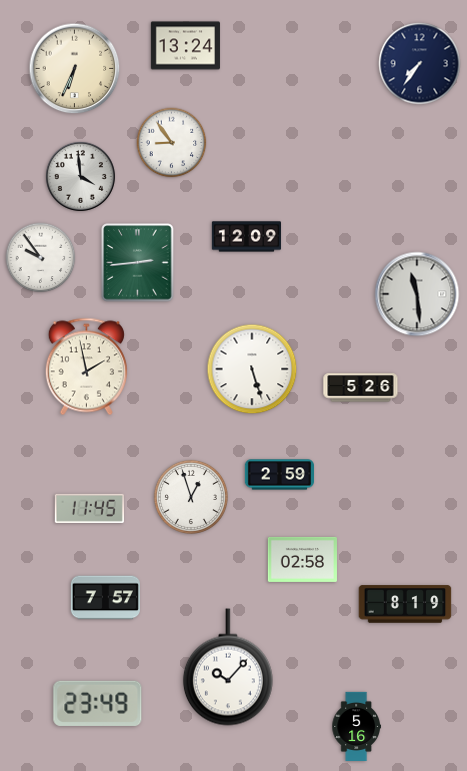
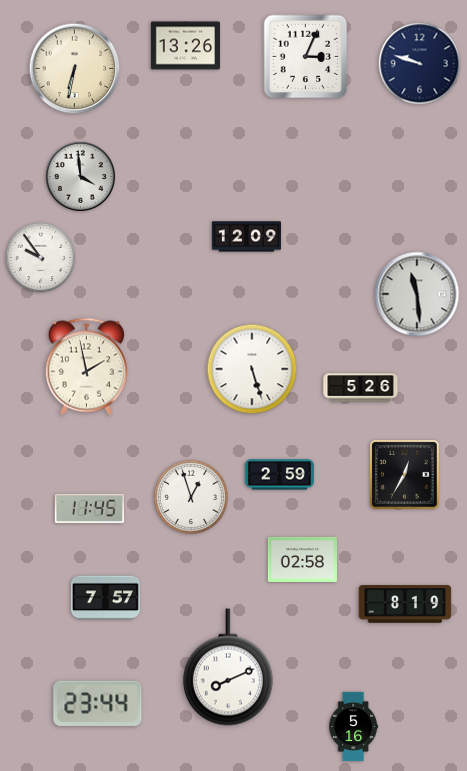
clock at (185, 46): 13:24 -> 13:26
clock at (306, 57): none -> 3:04
clock at (420, 64): 7:36 -> 9:48
clock at (75, 69): 6:34 -> 6:32
clock at (172, 143): 8:54 -> none
clock at (138, 263): 2:44 -> none
clock at (405, 475): none -> 12:35
clock at (228, 667): 10:07 -> 8:11
clock at (98, 703): 23:49 -> 23:44
clock at (356, 726) position: (356, 726) -> (353, 726)
